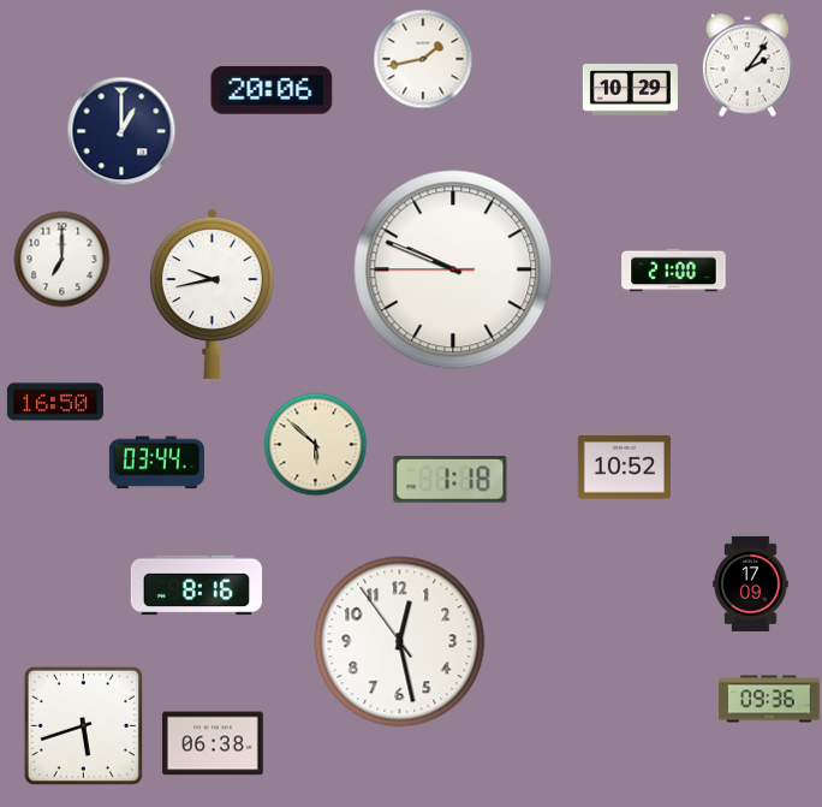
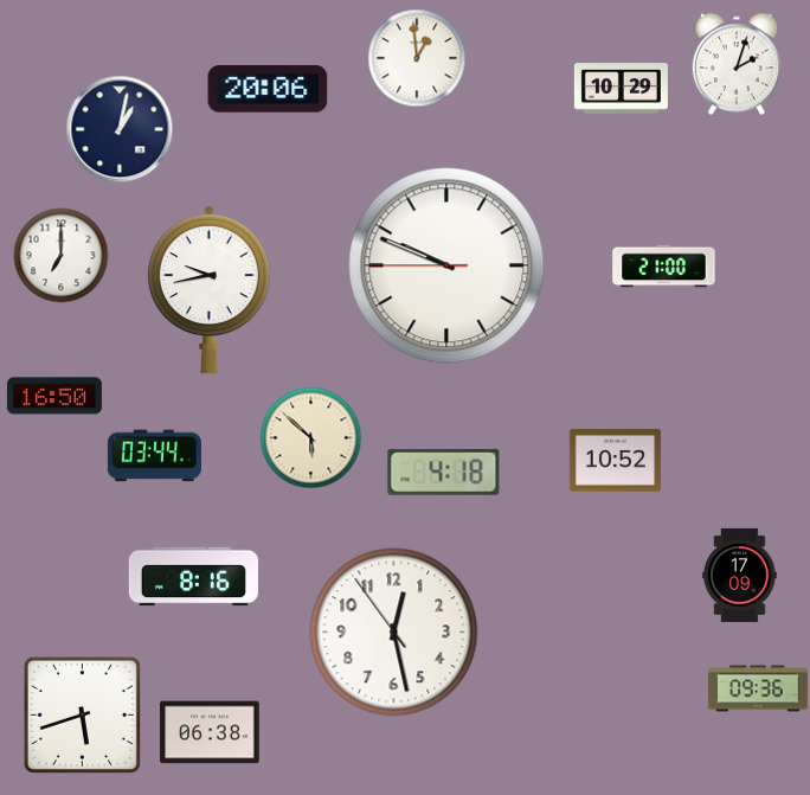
clock at (423, 59): 1:43 -> 12:59
clock at (747, 65): 2:06 -> 2:03
clock at (121, 131): 1:00 -> 1:02
clock at (451, 479): 1:18 -> 4:18
